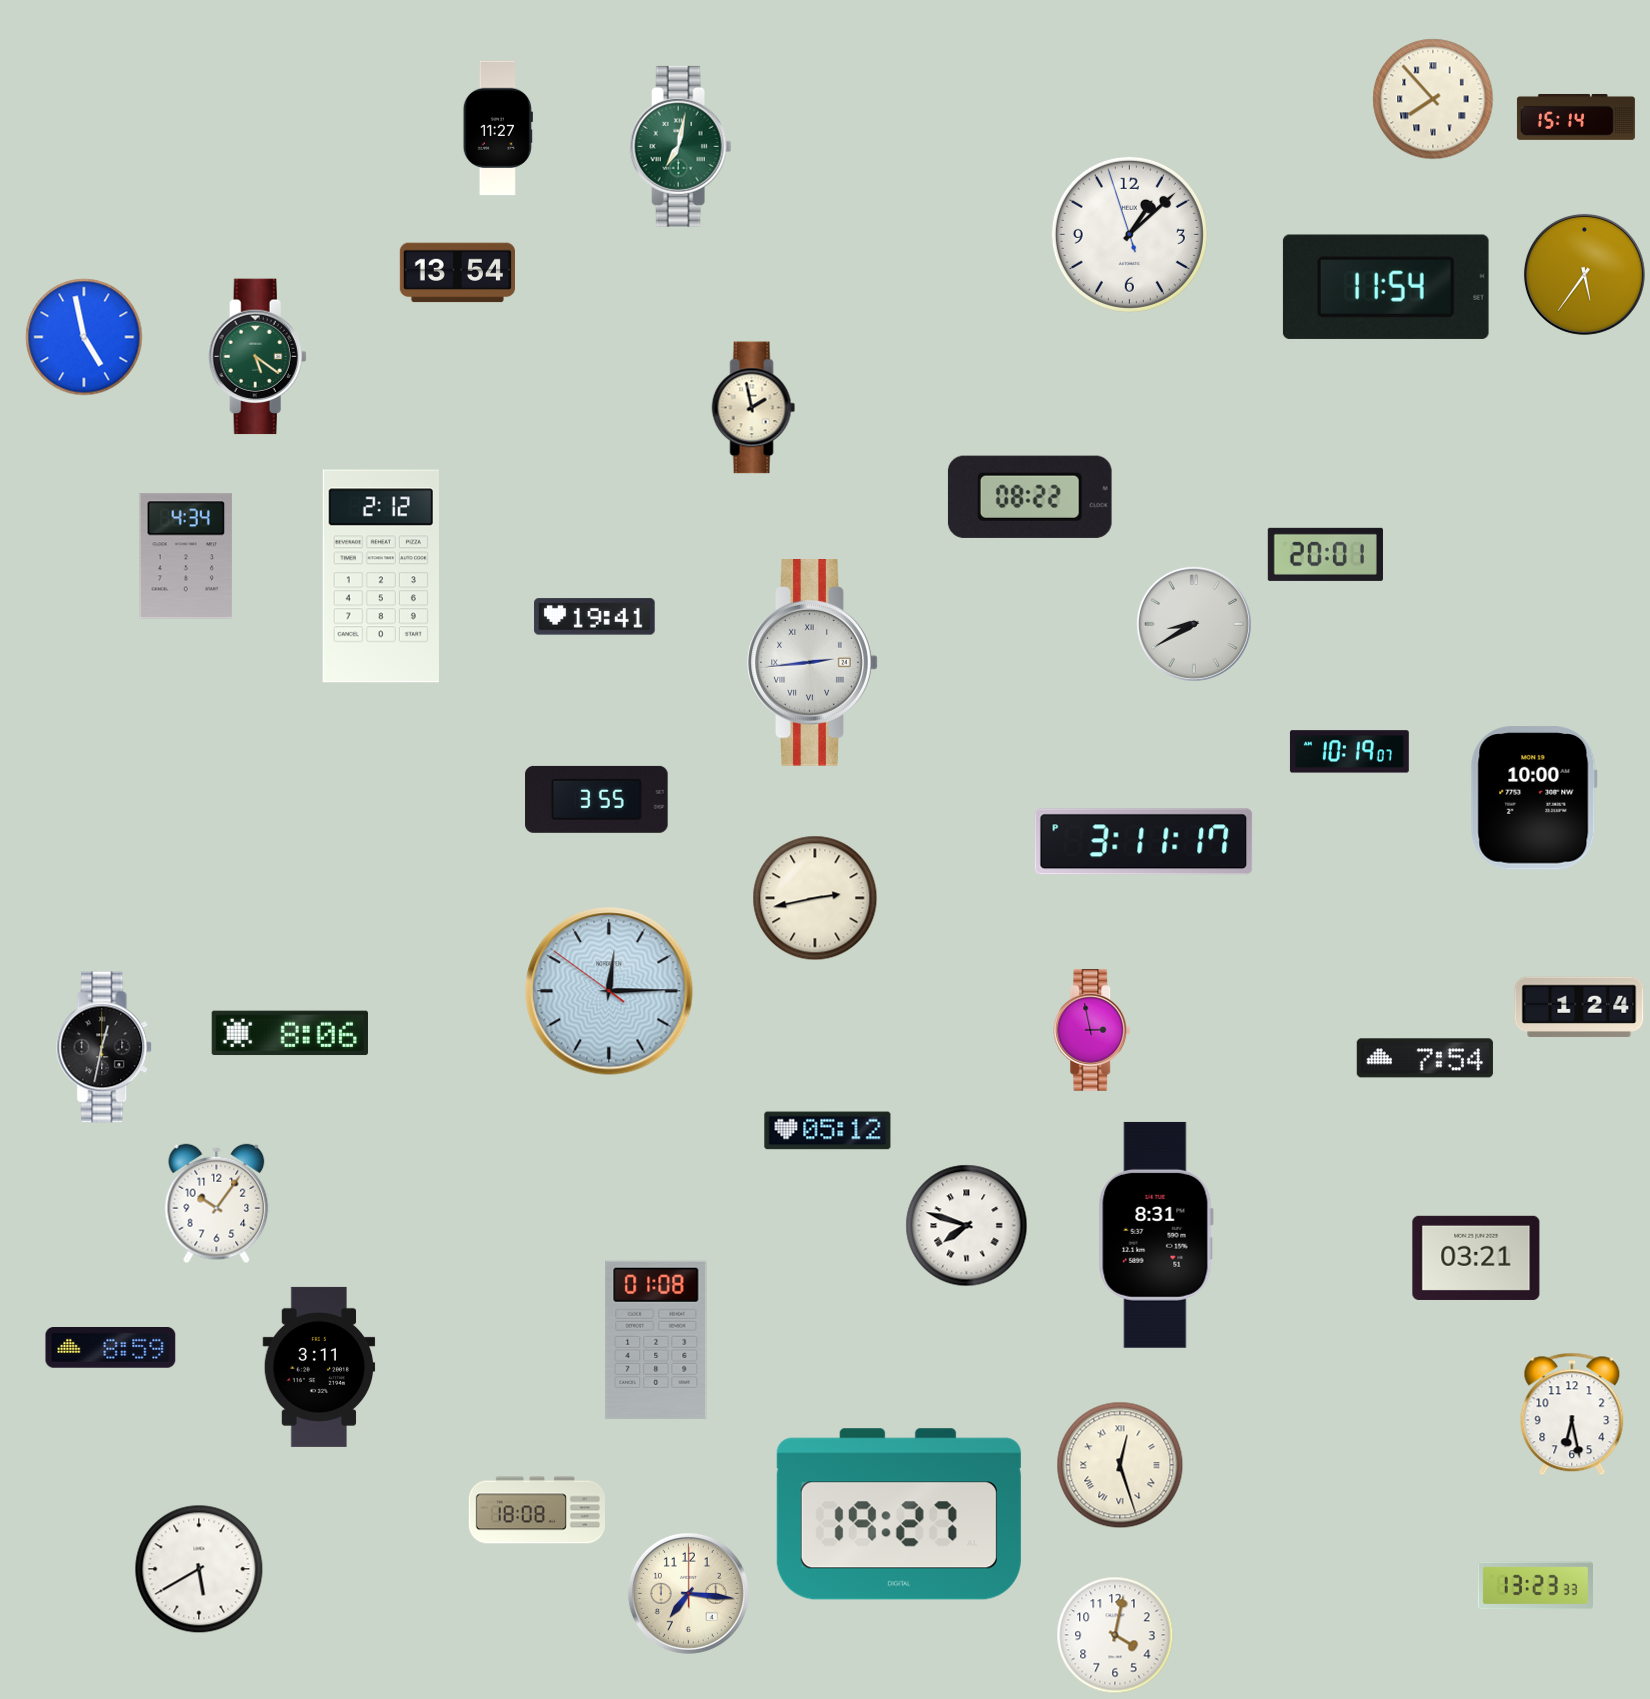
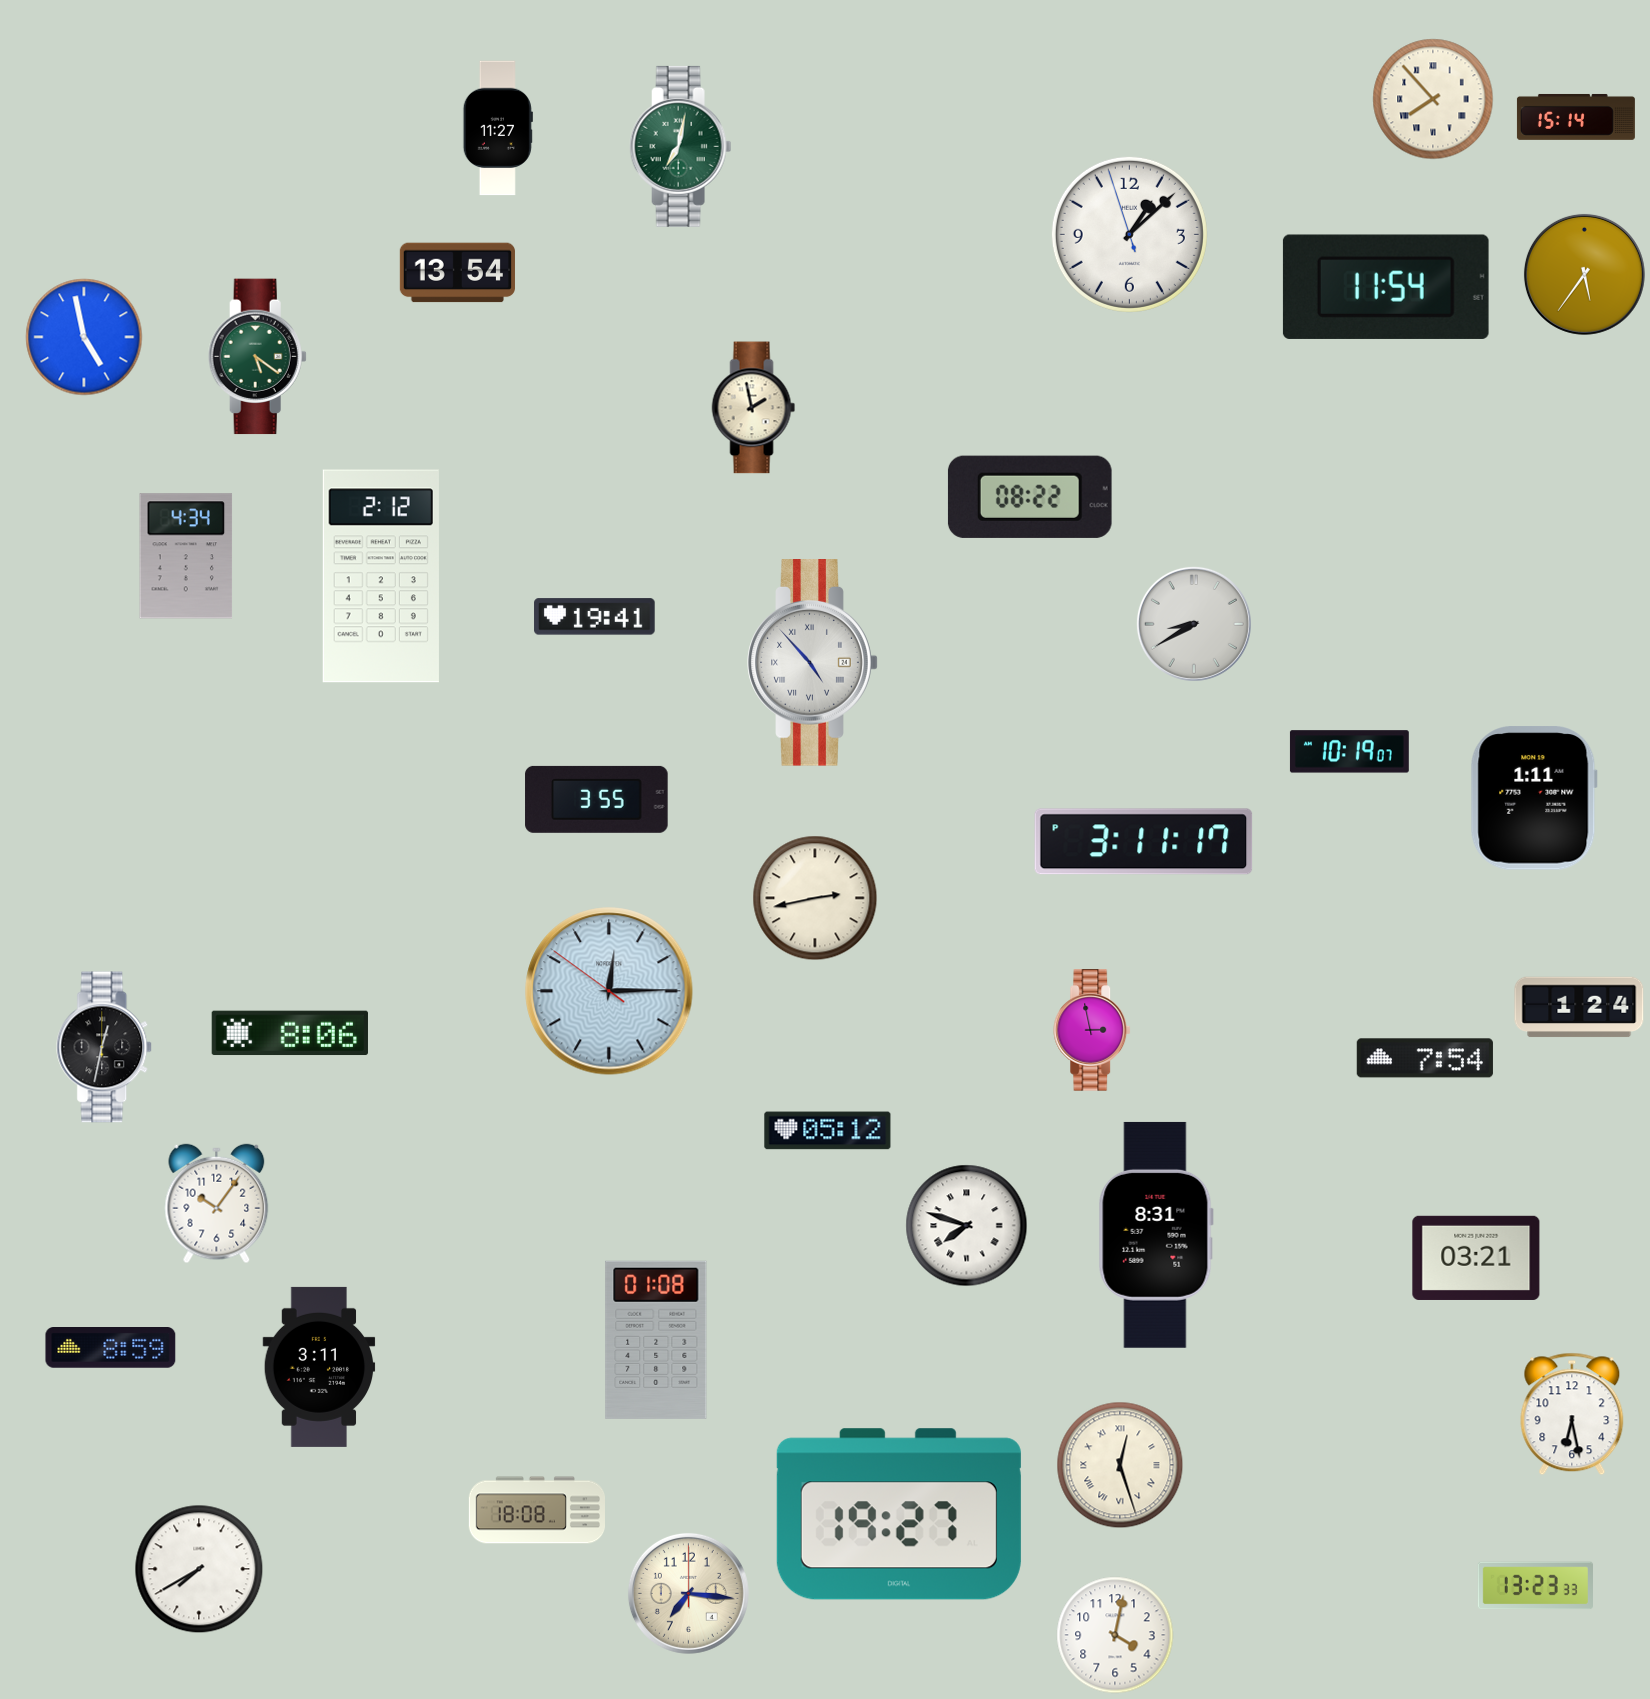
clock at (1325, 554): 20:01 -> none
clock at (813, 663): 2:44 -> 4:53
clock at (1534, 798): 10:00 -> 1:11
clock at (199, 1569): 5:40 -> 7:40
